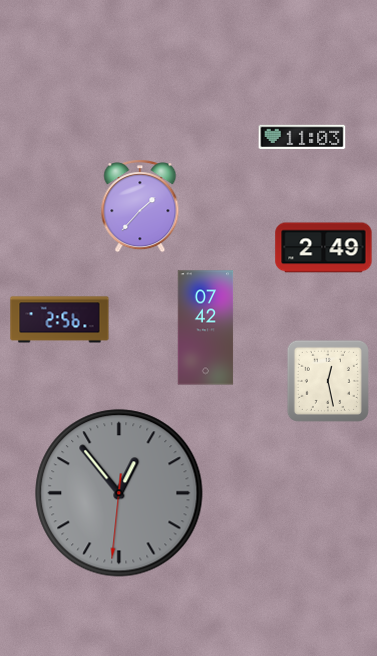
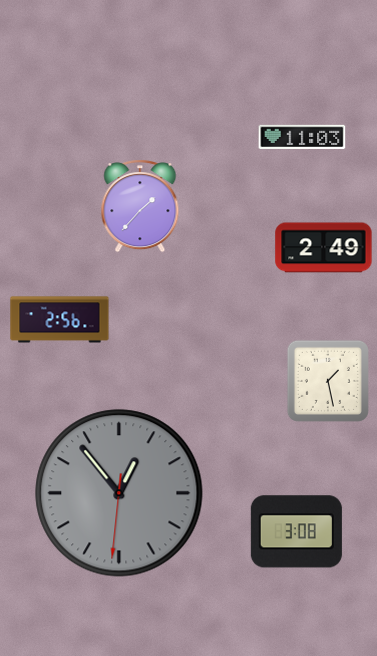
clock at (206, 328): 07:42 -> none
clock at (328, 381): 12:28 -> 1:28
clock at (296, 532): none -> 3:08
